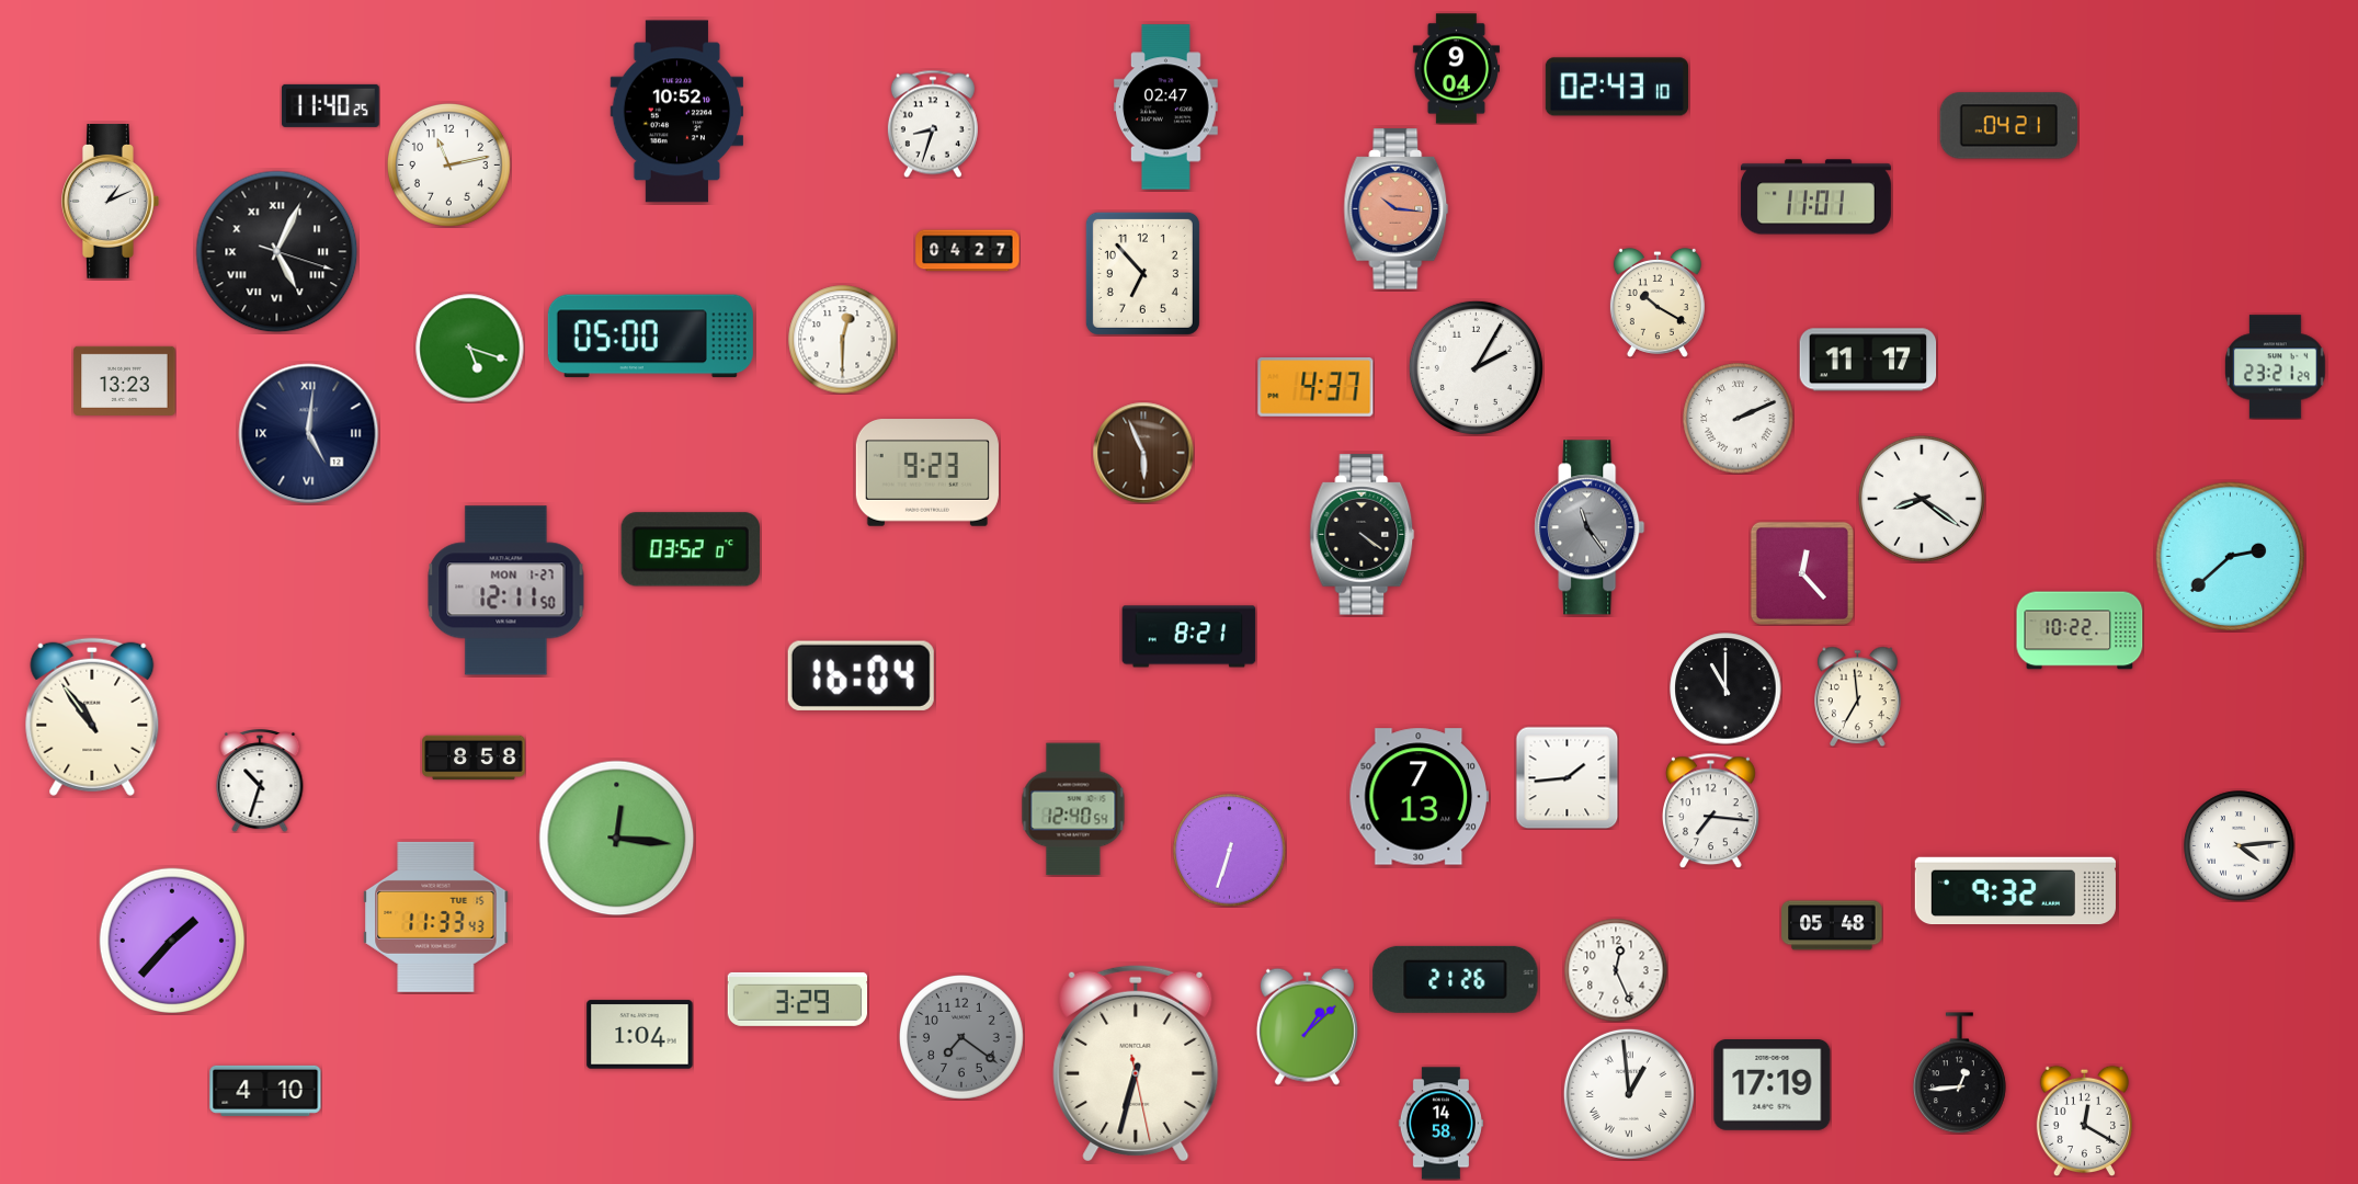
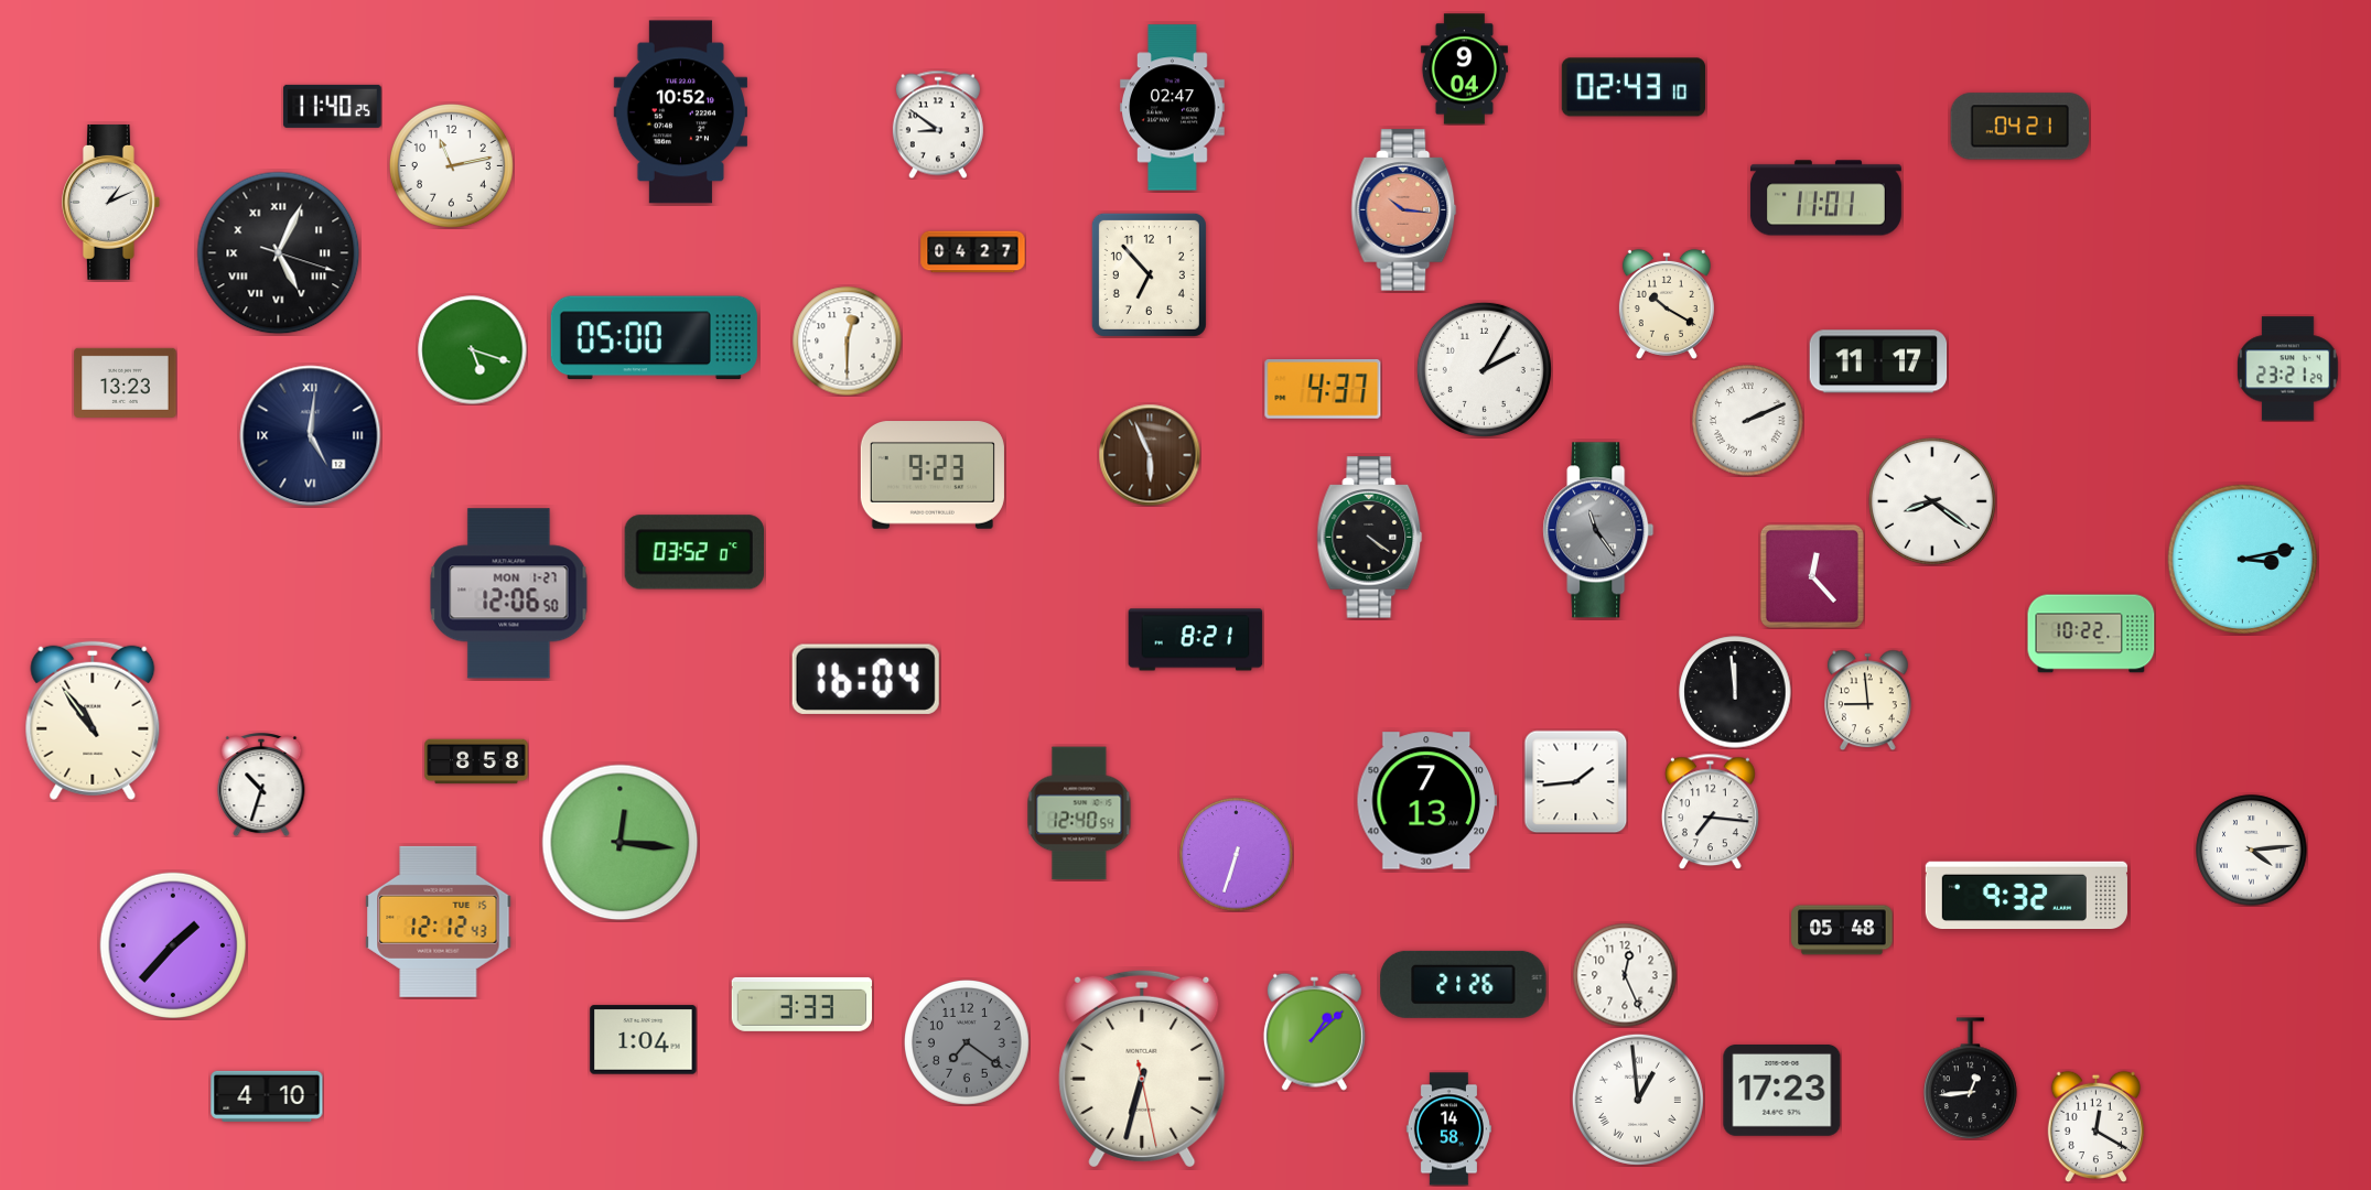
clock at (1617, 87) position: (1617, 87) -> (1634, 87)
clock at (933, 124): 8:33 -> 8:51
clock at (2231, 557): 2:38 -> 3:13
clock at (506, 591): 12:11 -> 12:06
clock at (1725, 688): 11:00 -> 11:59
clock at (1858, 696): 6:59 -> 8:59
clock at (1711, 810) position: (1711, 810) -> (1711, 811)
clock at (436, 917): 11:33 -> 12:12
clock at (798, 999): 3:29 -> 3:33
clock at (1773, 1085): 17:19 -> 17:23
